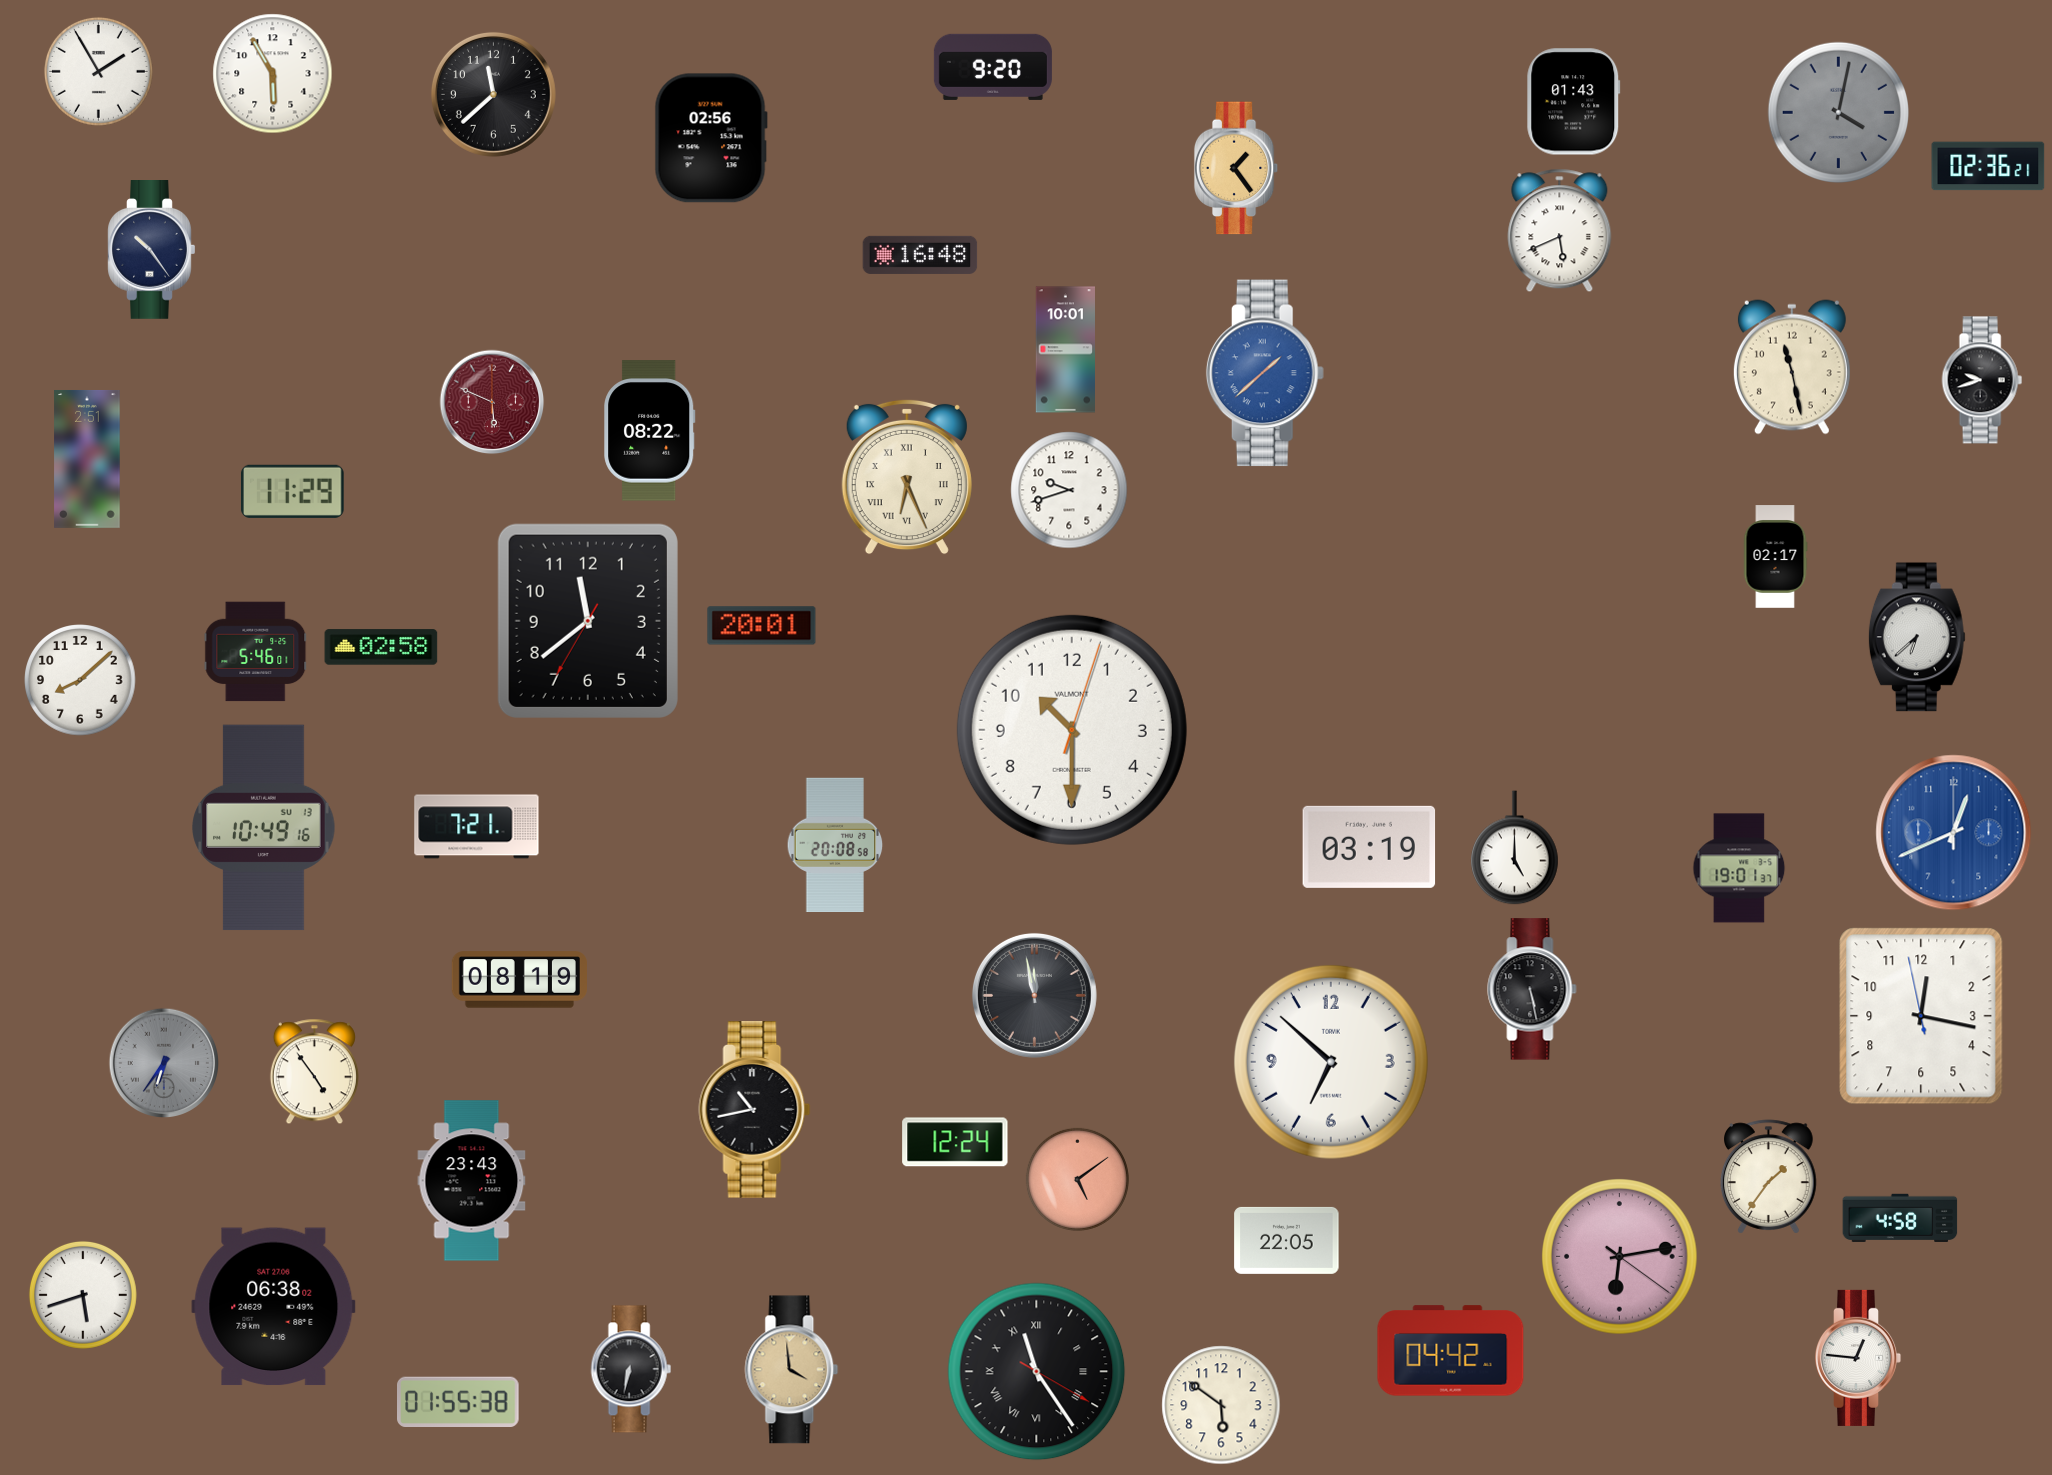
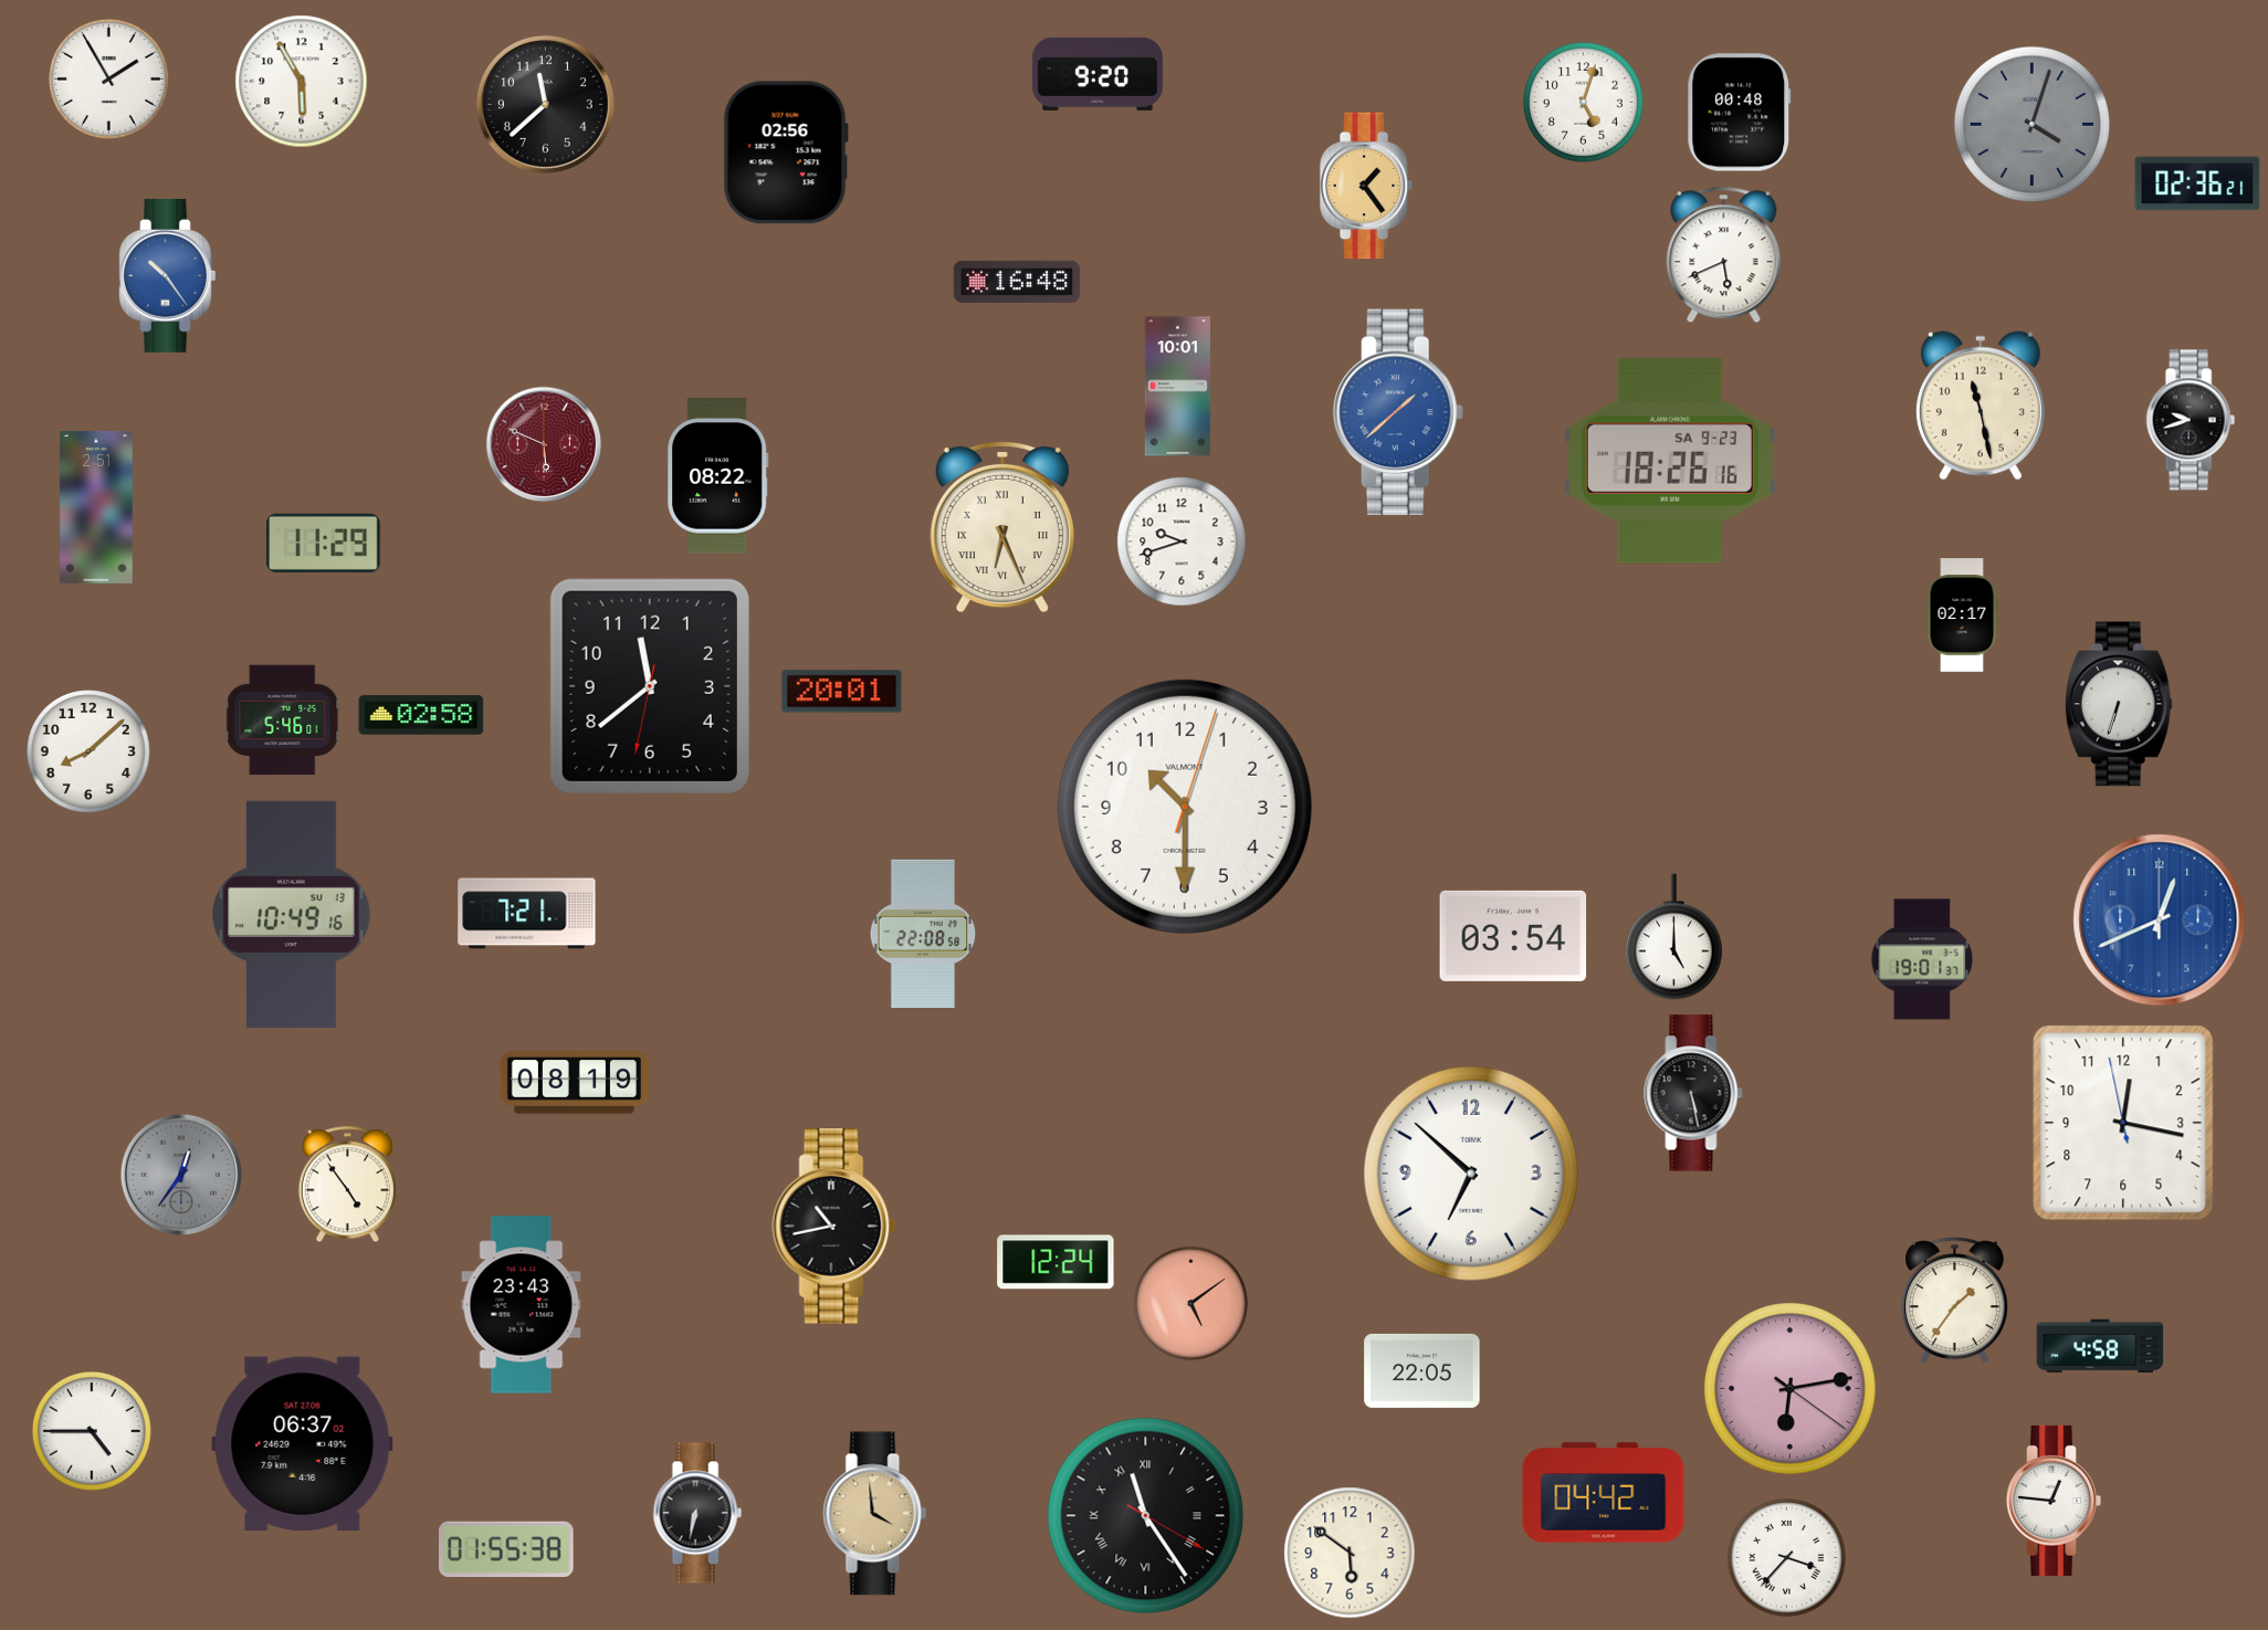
clock at (1583, 102): none -> 5:03
clock at (1574, 102): 01:43 -> 00:48
clock at (1838, 112): 4:02 -> 4:03
clock at (152, 250) dial: navy -> blue
clock at (1670, 461): none -> 18:26
clock at (588, 621): 11:38:35 -> 11:38:32
clock at (1917, 637): 6:38 -> 6:33
clock at (835, 844): 20:08 -> 22:08
clock at (1369, 847): 03:19 -> 03:54
clock at (1034, 995): 11:58 -> none
clock at (163, 1062): 6:36 -> 12:36
clock at (83, 1295): 5:42 -> 4:45
clock at (274, 1307): 06:38 -> 06:37
clock at (1786, 1557): none -> 3:37
